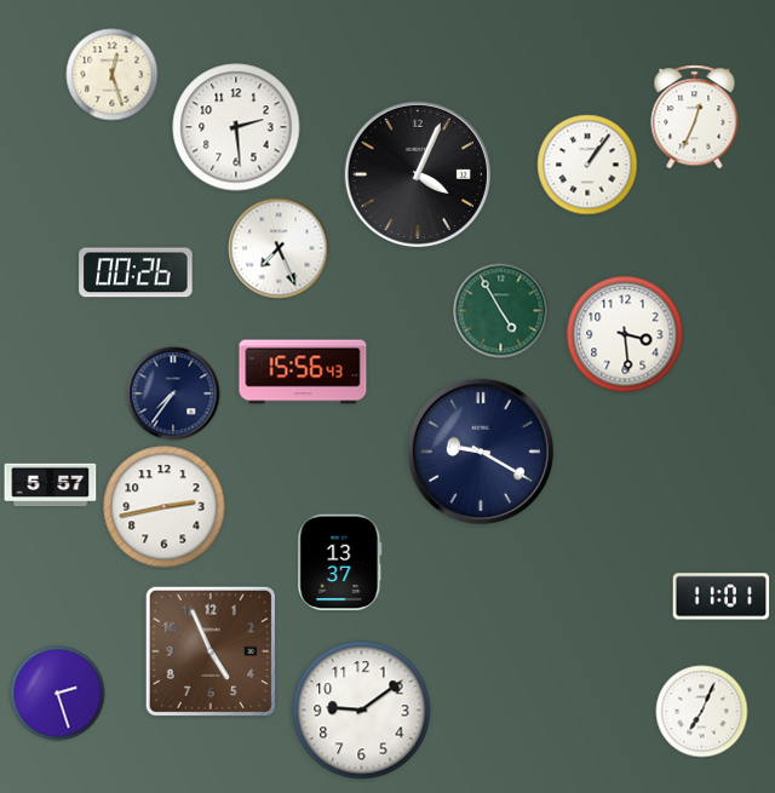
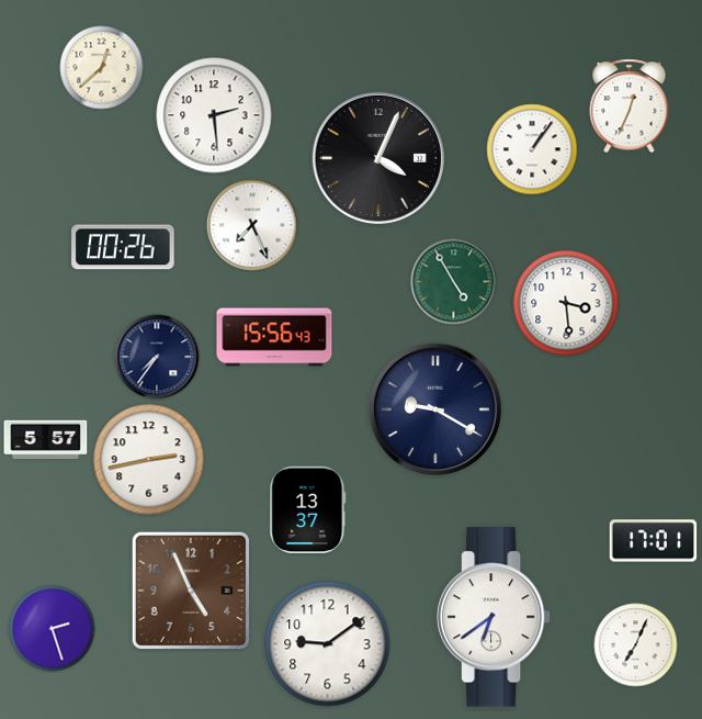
clock at (113, 75): 12:27 -> 12:38
clock at (722, 597): 11:01 -> 17:01
clock at (494, 617): none -> 6:39
